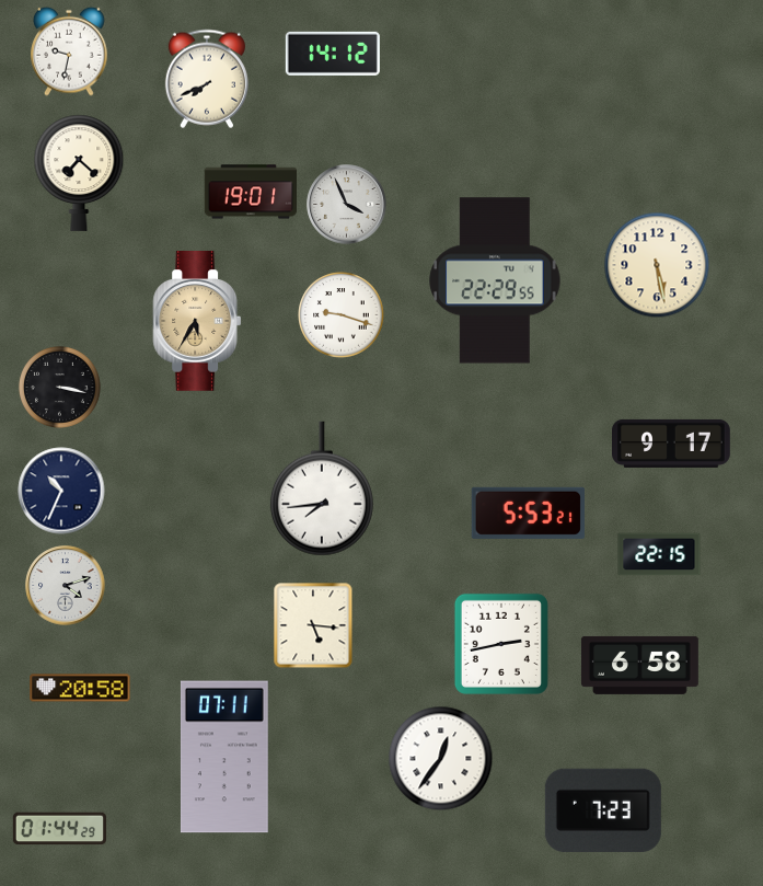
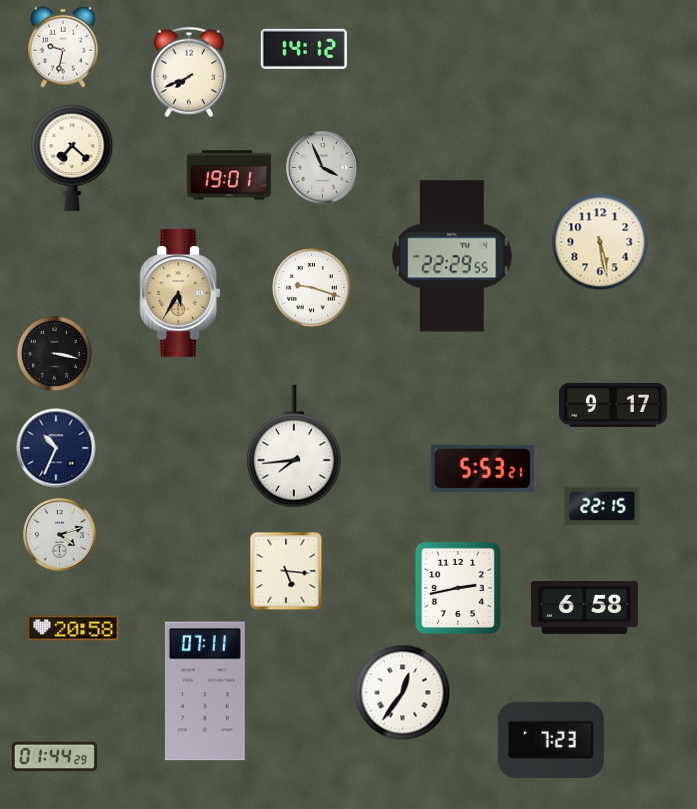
clock at (347, 205) position: (347, 205) -> (323, 168)
